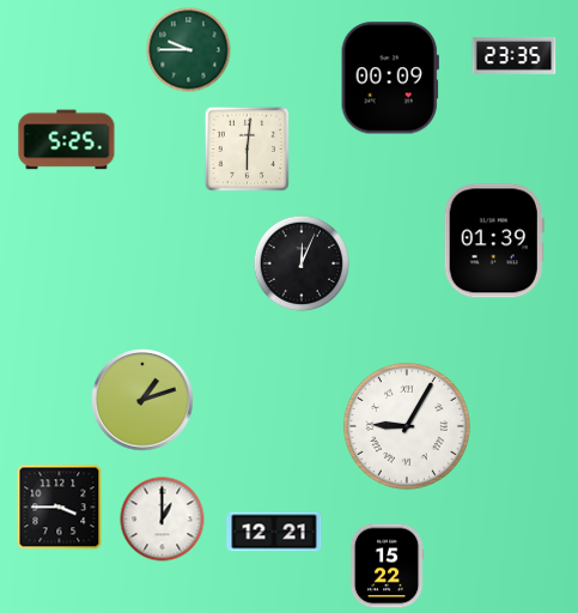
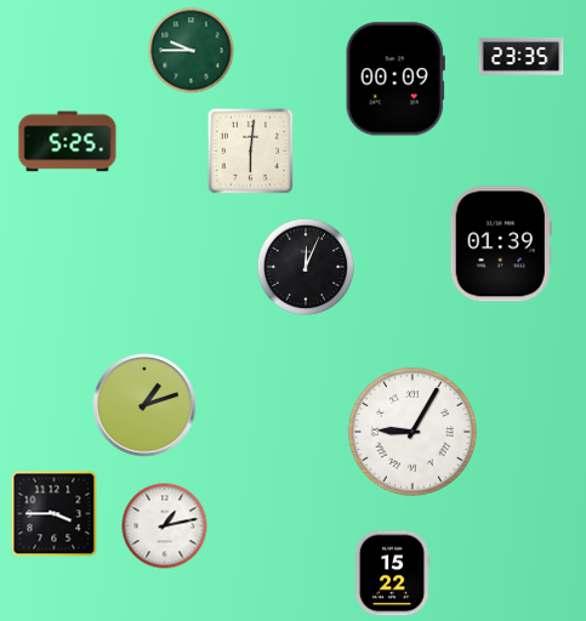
clock at (60, 508) position: (60, 508) -> (55, 514)
clock at (163, 520): 1:00 -> 1:13
clock at (274, 532): 12:21 -> none
